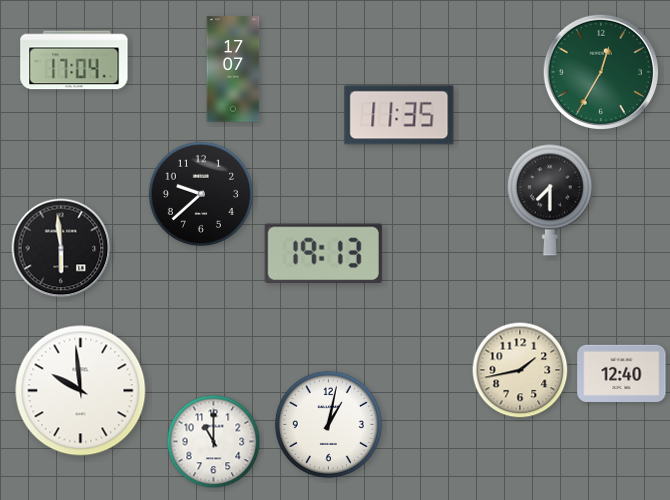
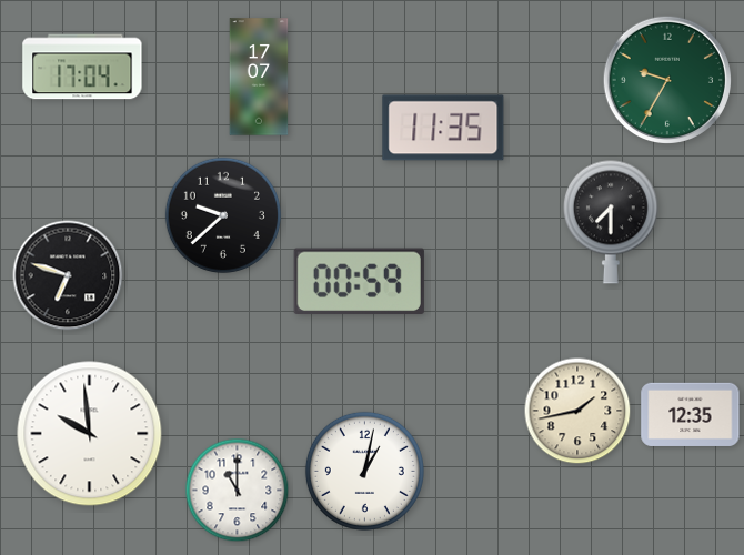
clock at (600, 71): 12:35 -> 9:35
clock at (61, 248): 5:59 -> 6:48
clock at (323, 254): 19:13 -> 00:59
clock at (622, 373): 12:40 -> 12:35
